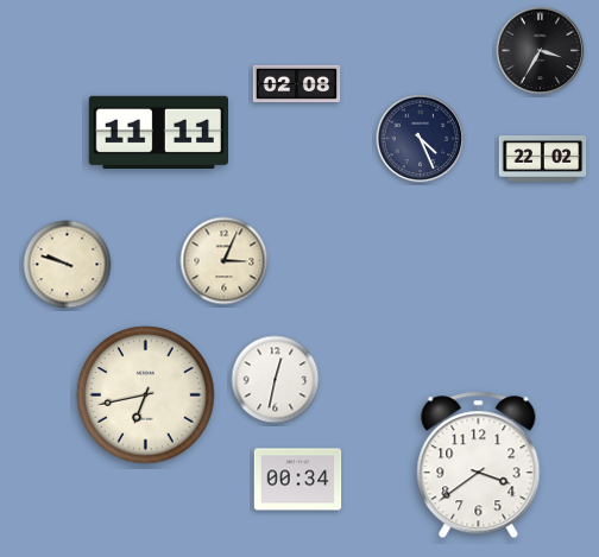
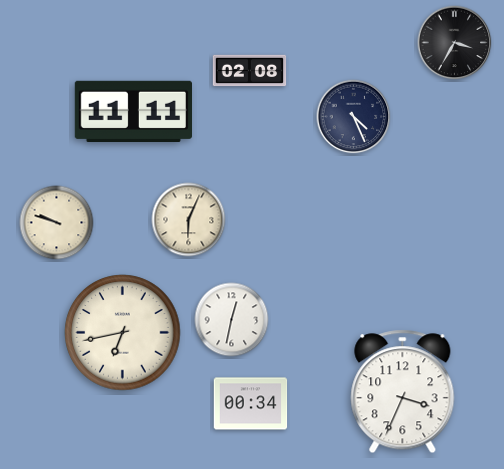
clock at (543, 159): 22:02 -> none
clock at (225, 261): 3:04 -> 6:04
clock at (479, 466): 3:39 -> 3:34
